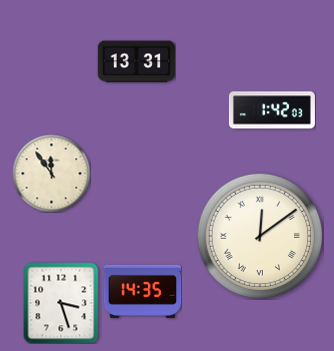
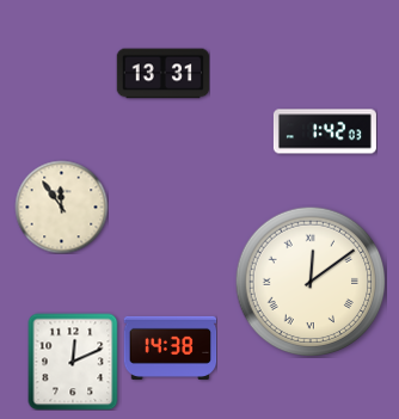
clock at (142, 291): 14:35 -> 14:38
clock at (61, 303): 3:27 -> 12:11
